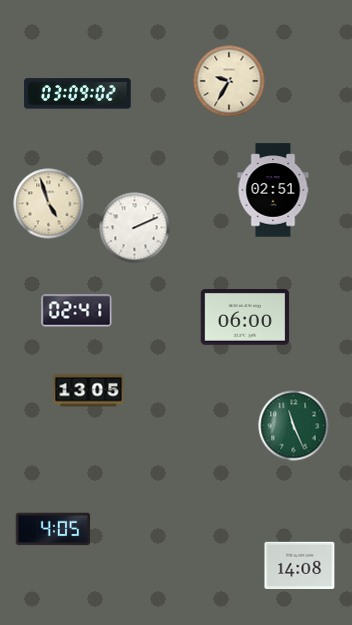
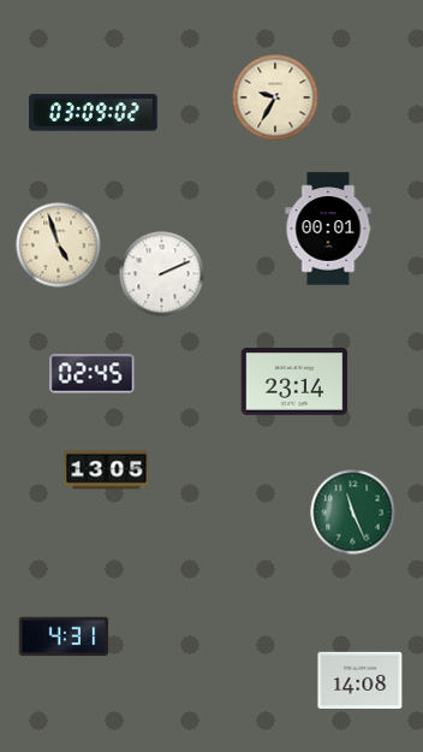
clock at (273, 190): 02:51 -> 00:01
clock at (77, 311): 02:41 -> 02:45
clock at (245, 318): 06:00 -> 23:14
clock at (53, 529): 4:05 -> 4:31
